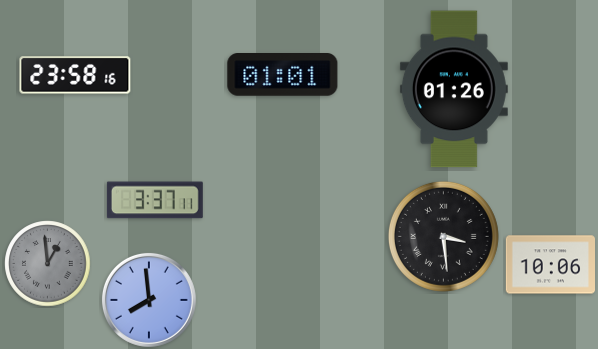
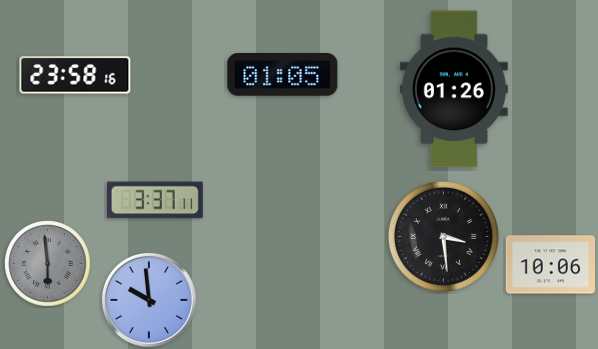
clock at (283, 75): 01:01 -> 01:05
clock at (48, 264): 12:59 -> 5:59
clock at (149, 300): 7:59 -> 9:59
